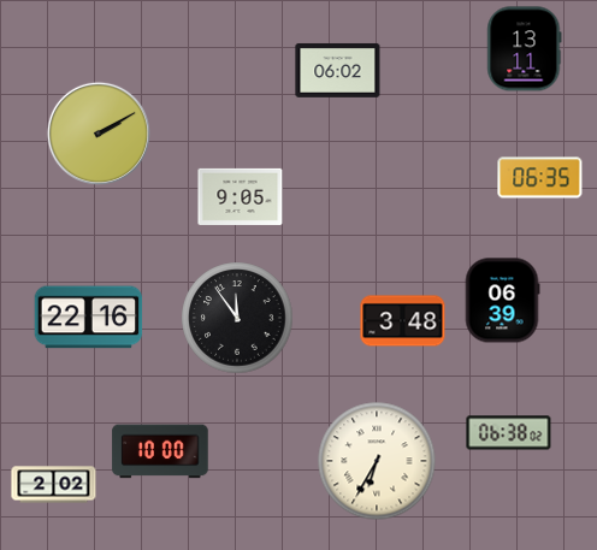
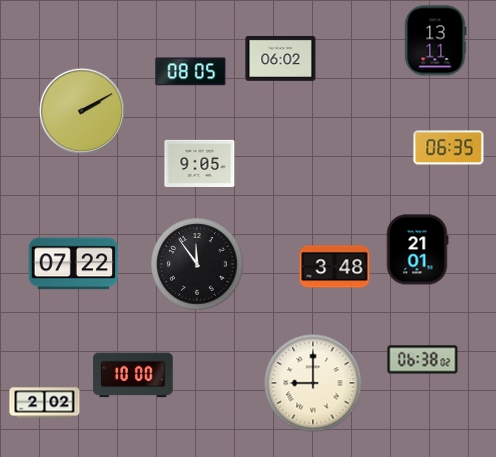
clock at (191, 72): none -> 08:05
clock at (502, 301): 06:39 -> 21:01
clock at (89, 318): 22:16 -> 07:22
clock at (377, 461): 6:35 -> 9:00
